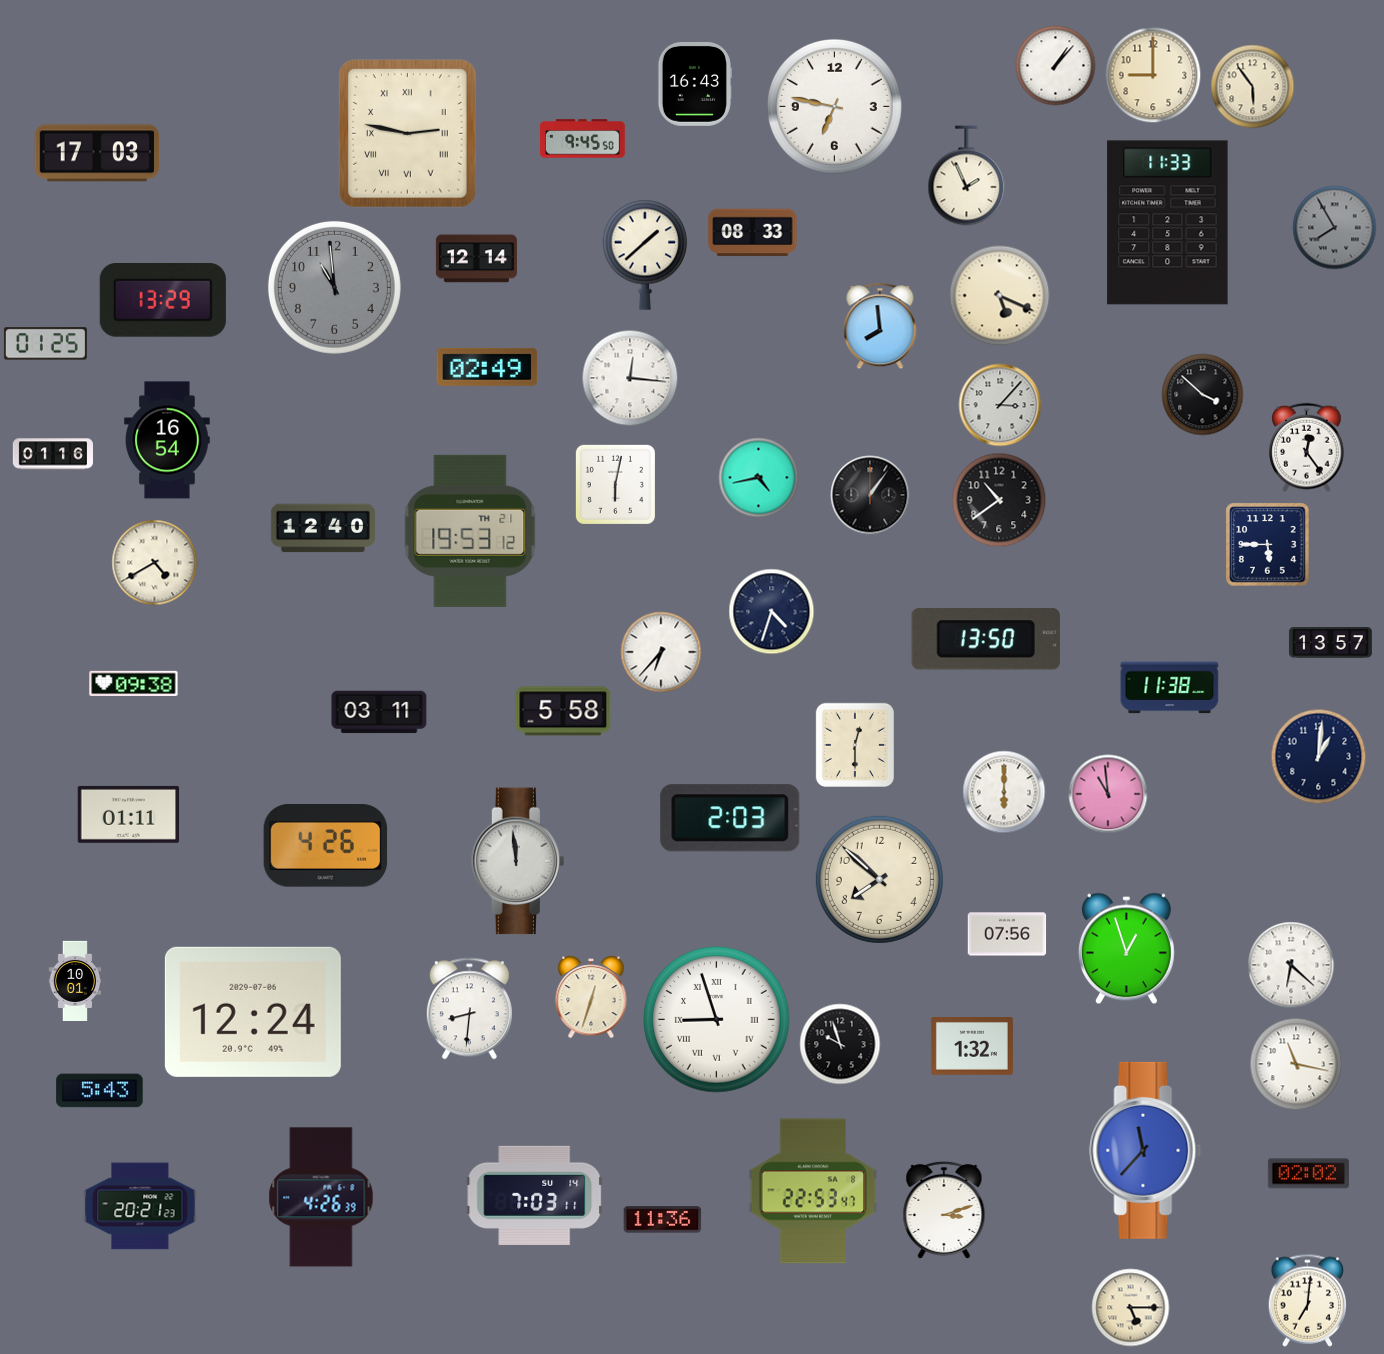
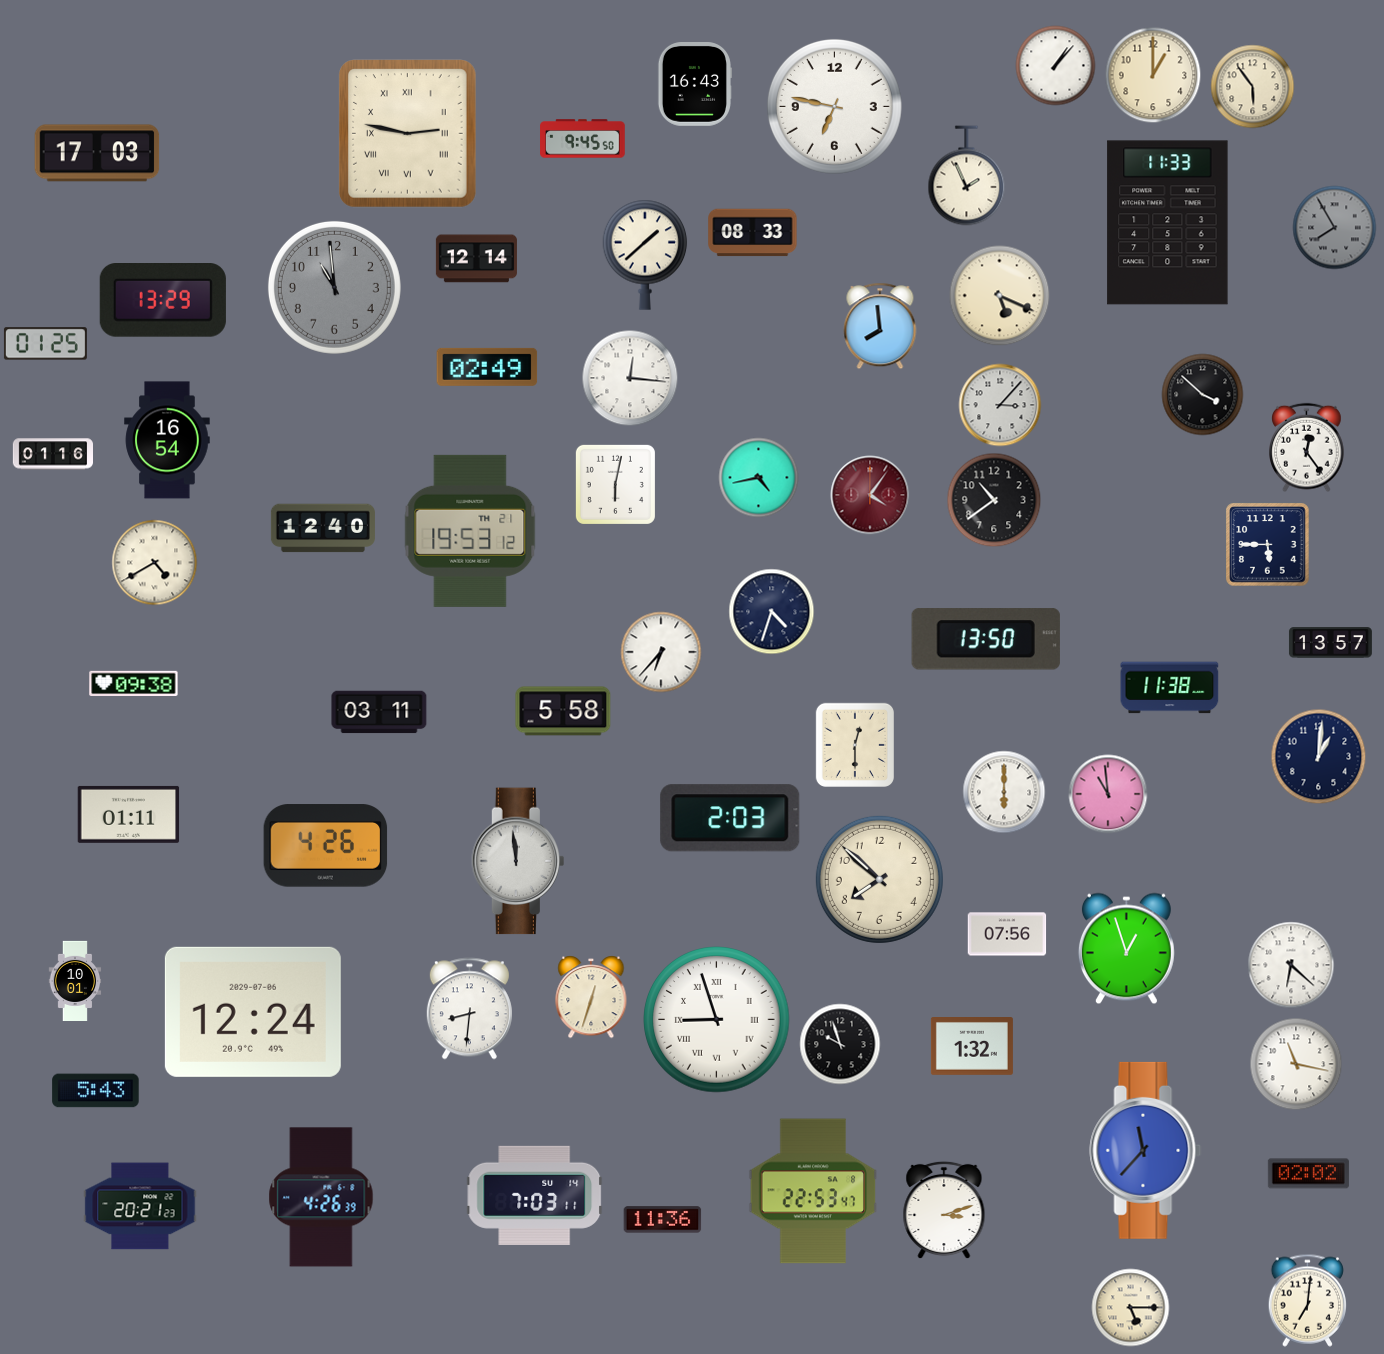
clock at (1153, 75): 9:00 -> 1:00
clock at (870, 495): 1:06 -> 4:06
clock at (870, 495) dial: black -> burgundy
clock at (999, 500) position: (999, 500) -> (994, 500)
clock at (100, 1091) position: (100, 1091) -> (96, 1091)
